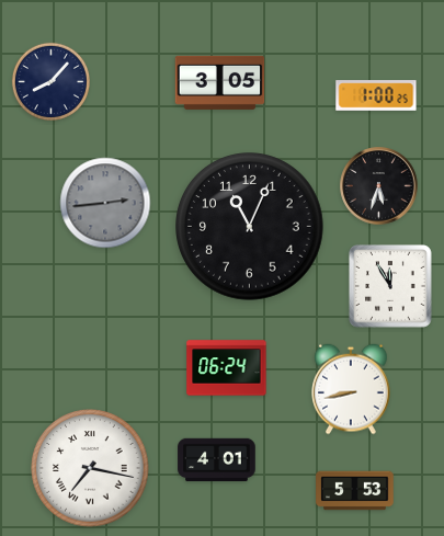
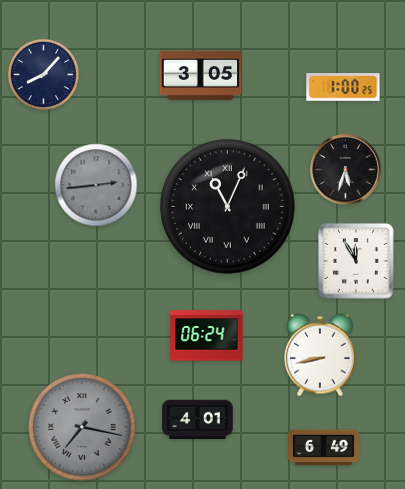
clock at (50, 81) position: (50, 81) -> (43, 74)
clock at (250, 227) numerals: Arabic -> Roman
clock at (90, 468) dial: white -> grey
clock at (355, 491): 5:53 -> 6:49
